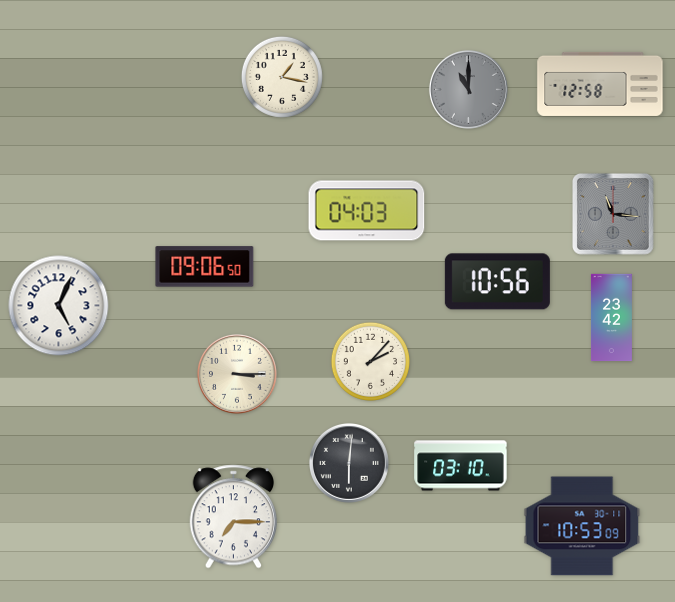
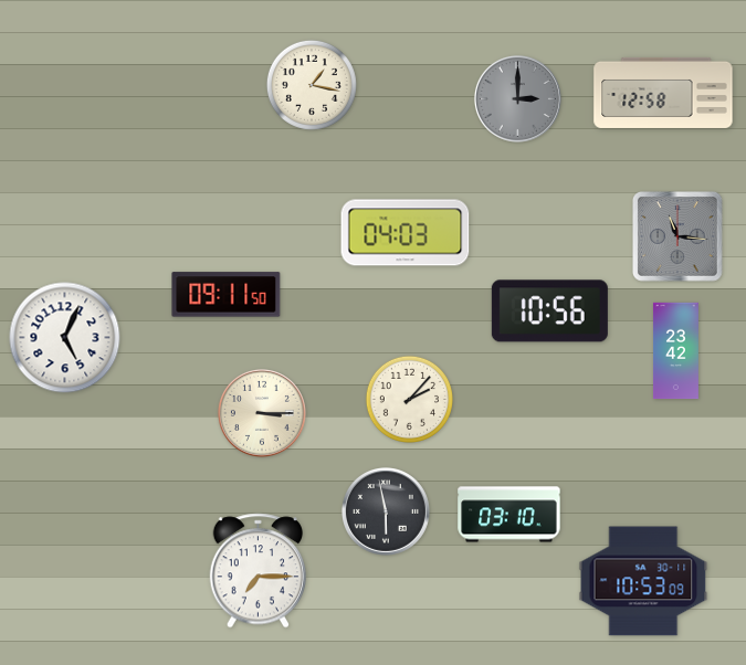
clock at (468, 89): 11:00 -> 3:00
clock at (205, 267): 09:06 -> 09:11
clock at (349, 463): 6:01 -> 5:58
